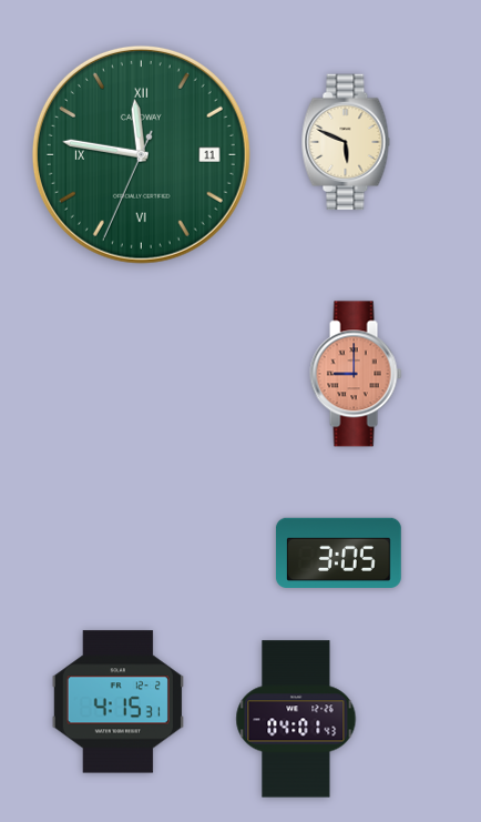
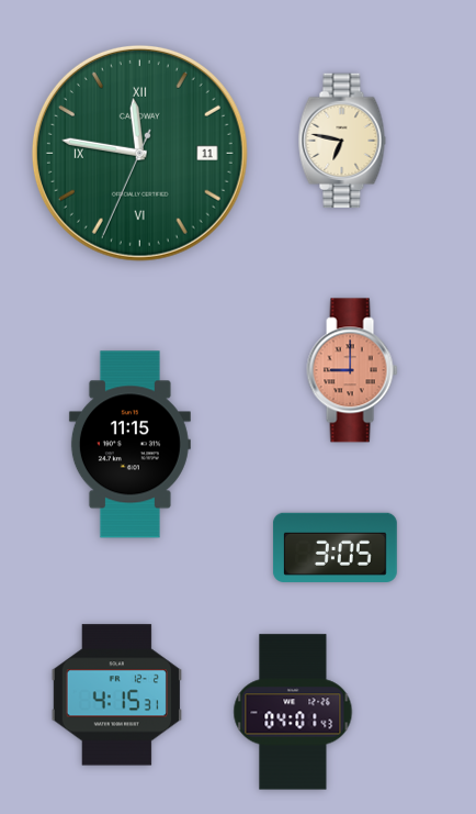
clock at (346, 142): 5:49 -> 6:47
clock at (129, 445): none -> 11:15
